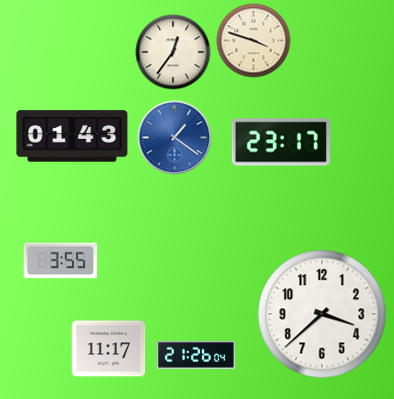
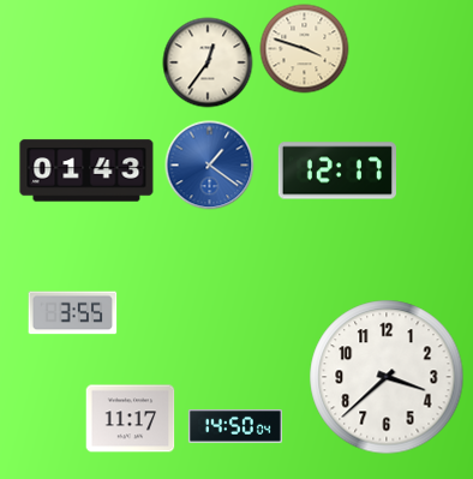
clock at (72, 136) position: (72, 136) -> (86, 170)
clock at (281, 142): 23:17 -> 12:17
clock at (196, 356): 21:26 -> 14:50
